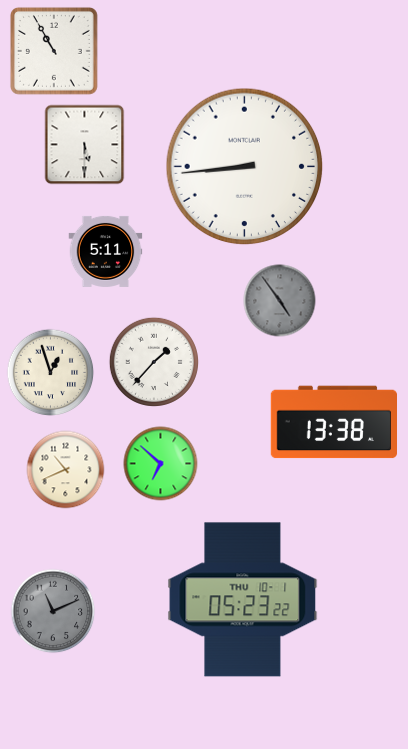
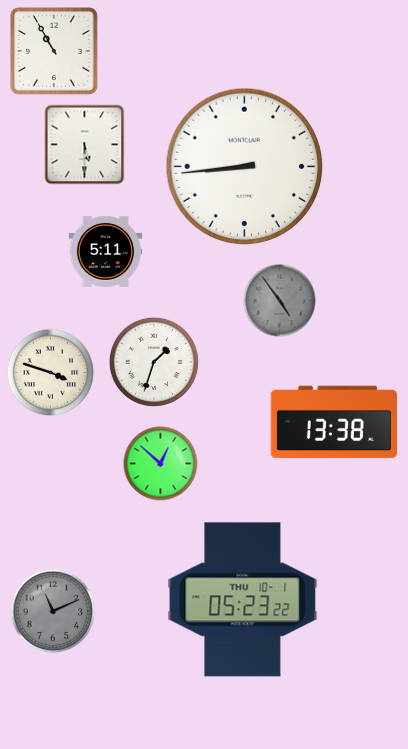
clock at (154, 362): 1:37 -> 1:33
clock at (51, 373): 12:57 -> 3:48
clock at (161, 464): 6:52 -> 12:52
clock at (66, 470): 10:41 -> none
